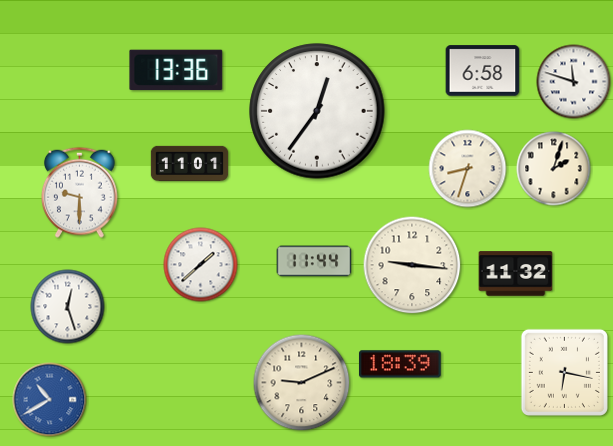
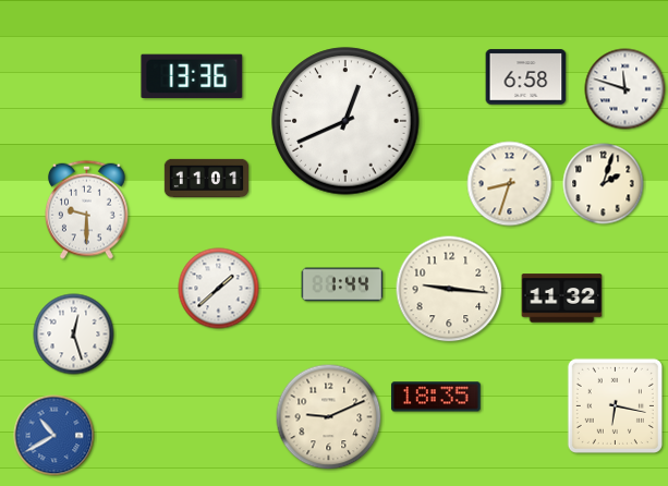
clock at (317, 111): 12:36 -> 12:41
clock at (314, 261): 11:44 -> 1:44
clock at (400, 364): 18:39 -> 18:35
